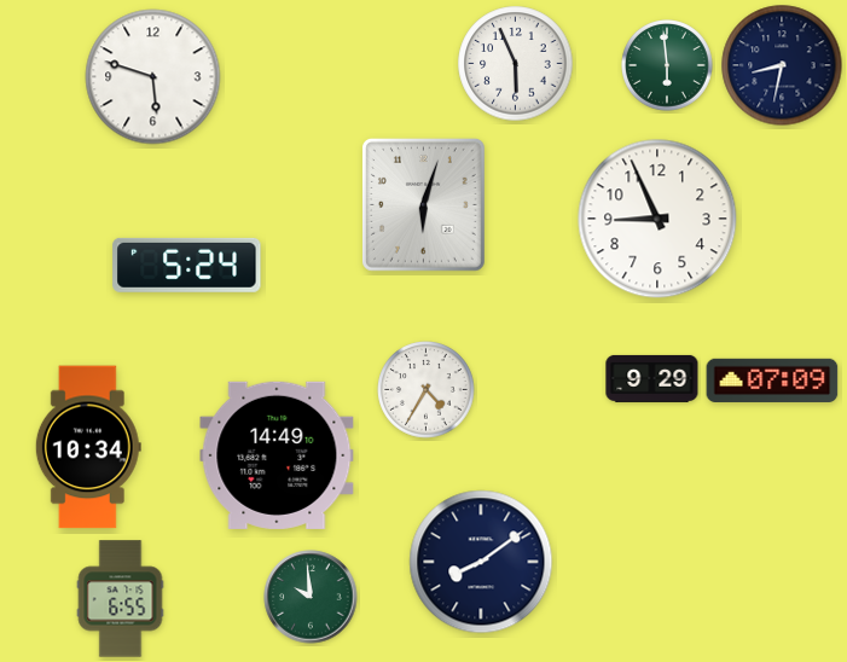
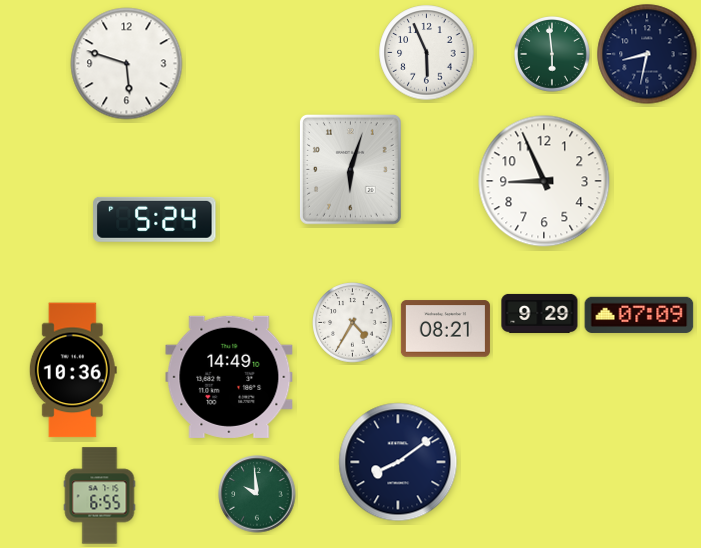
clock at (445, 329): none -> 08:21
clock at (88, 447): 10:34 -> 10:36
clock at (481, 562) position: (481, 562) -> (398, 462)
